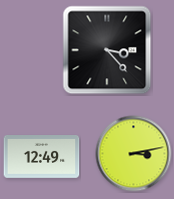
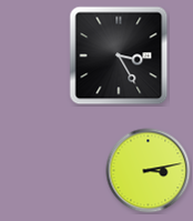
clock at (107, 50): 3:23 -> 3:25
clock at (42, 157): 12:49 -> none
